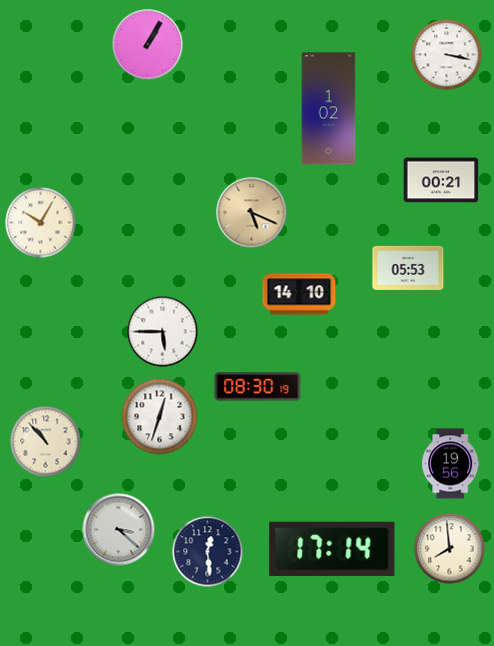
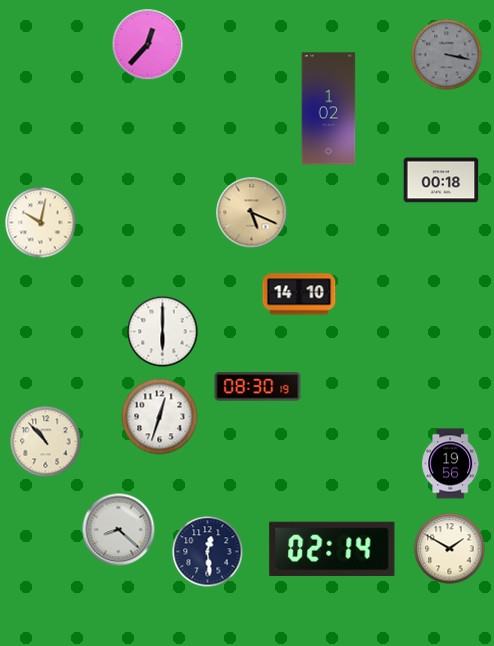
clock at (148, 45): 1:05 -> 12:37
clock at (447, 55) dial: white -> grey
clock at (441, 180): 00:21 -> 00:18
clock at (41, 223): 10:05 -> 10:02
clock at (408, 268): 05:53 -> none
clock at (163, 332): 5:45 -> 6:00
clock at (119, 530): 3:22 -> 8:22
clock at (332, 549): 17:14 -> 02:14
clock at (450, 549): 7:59 -> 1:50
